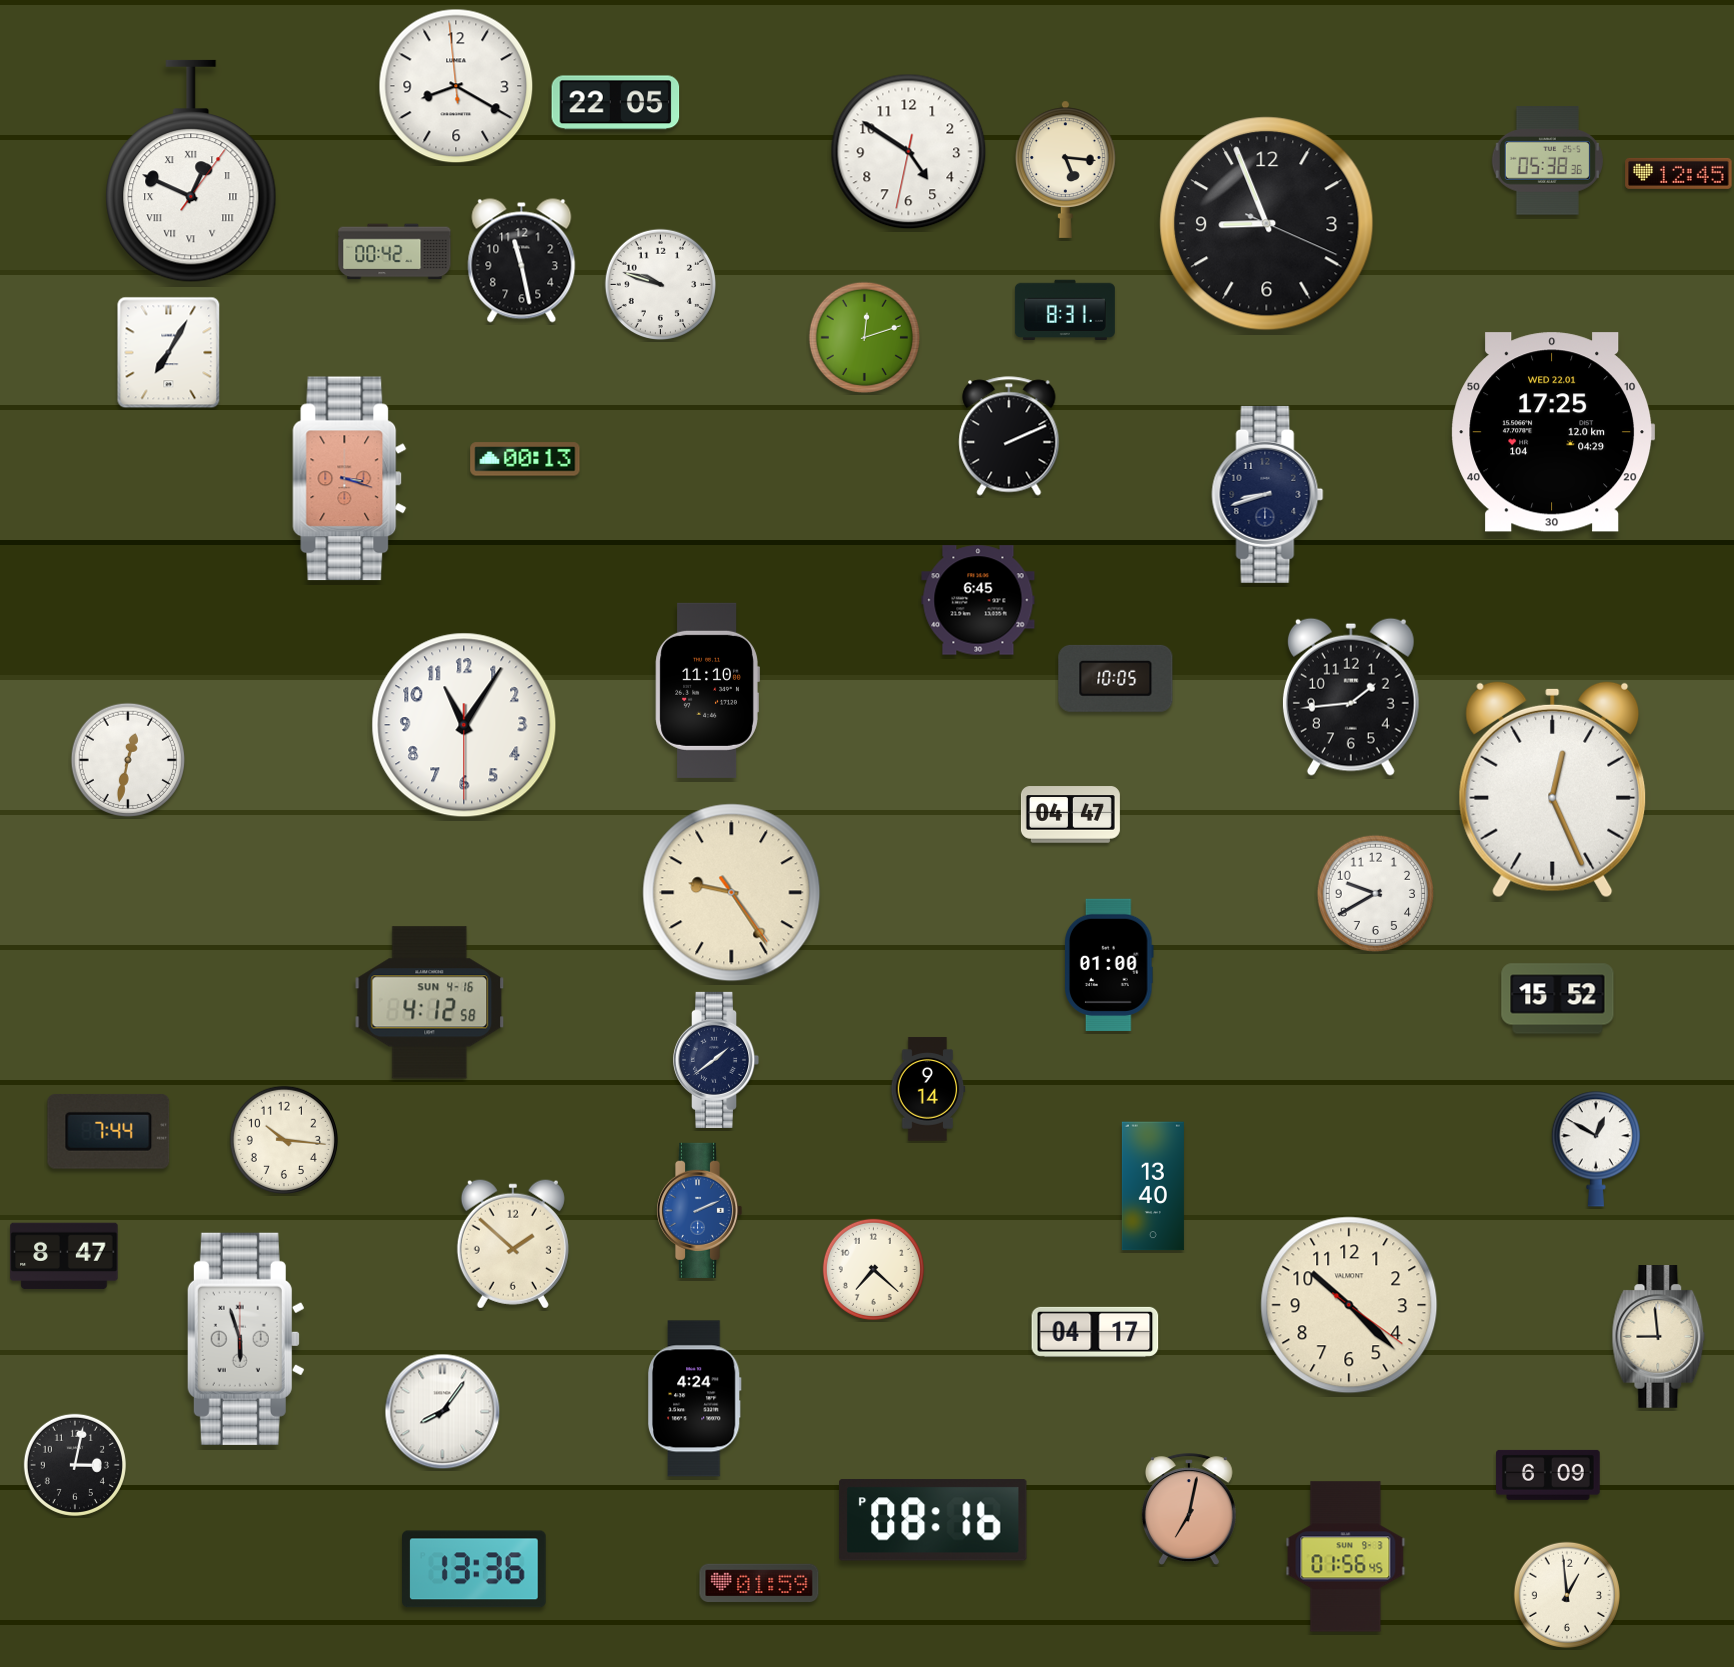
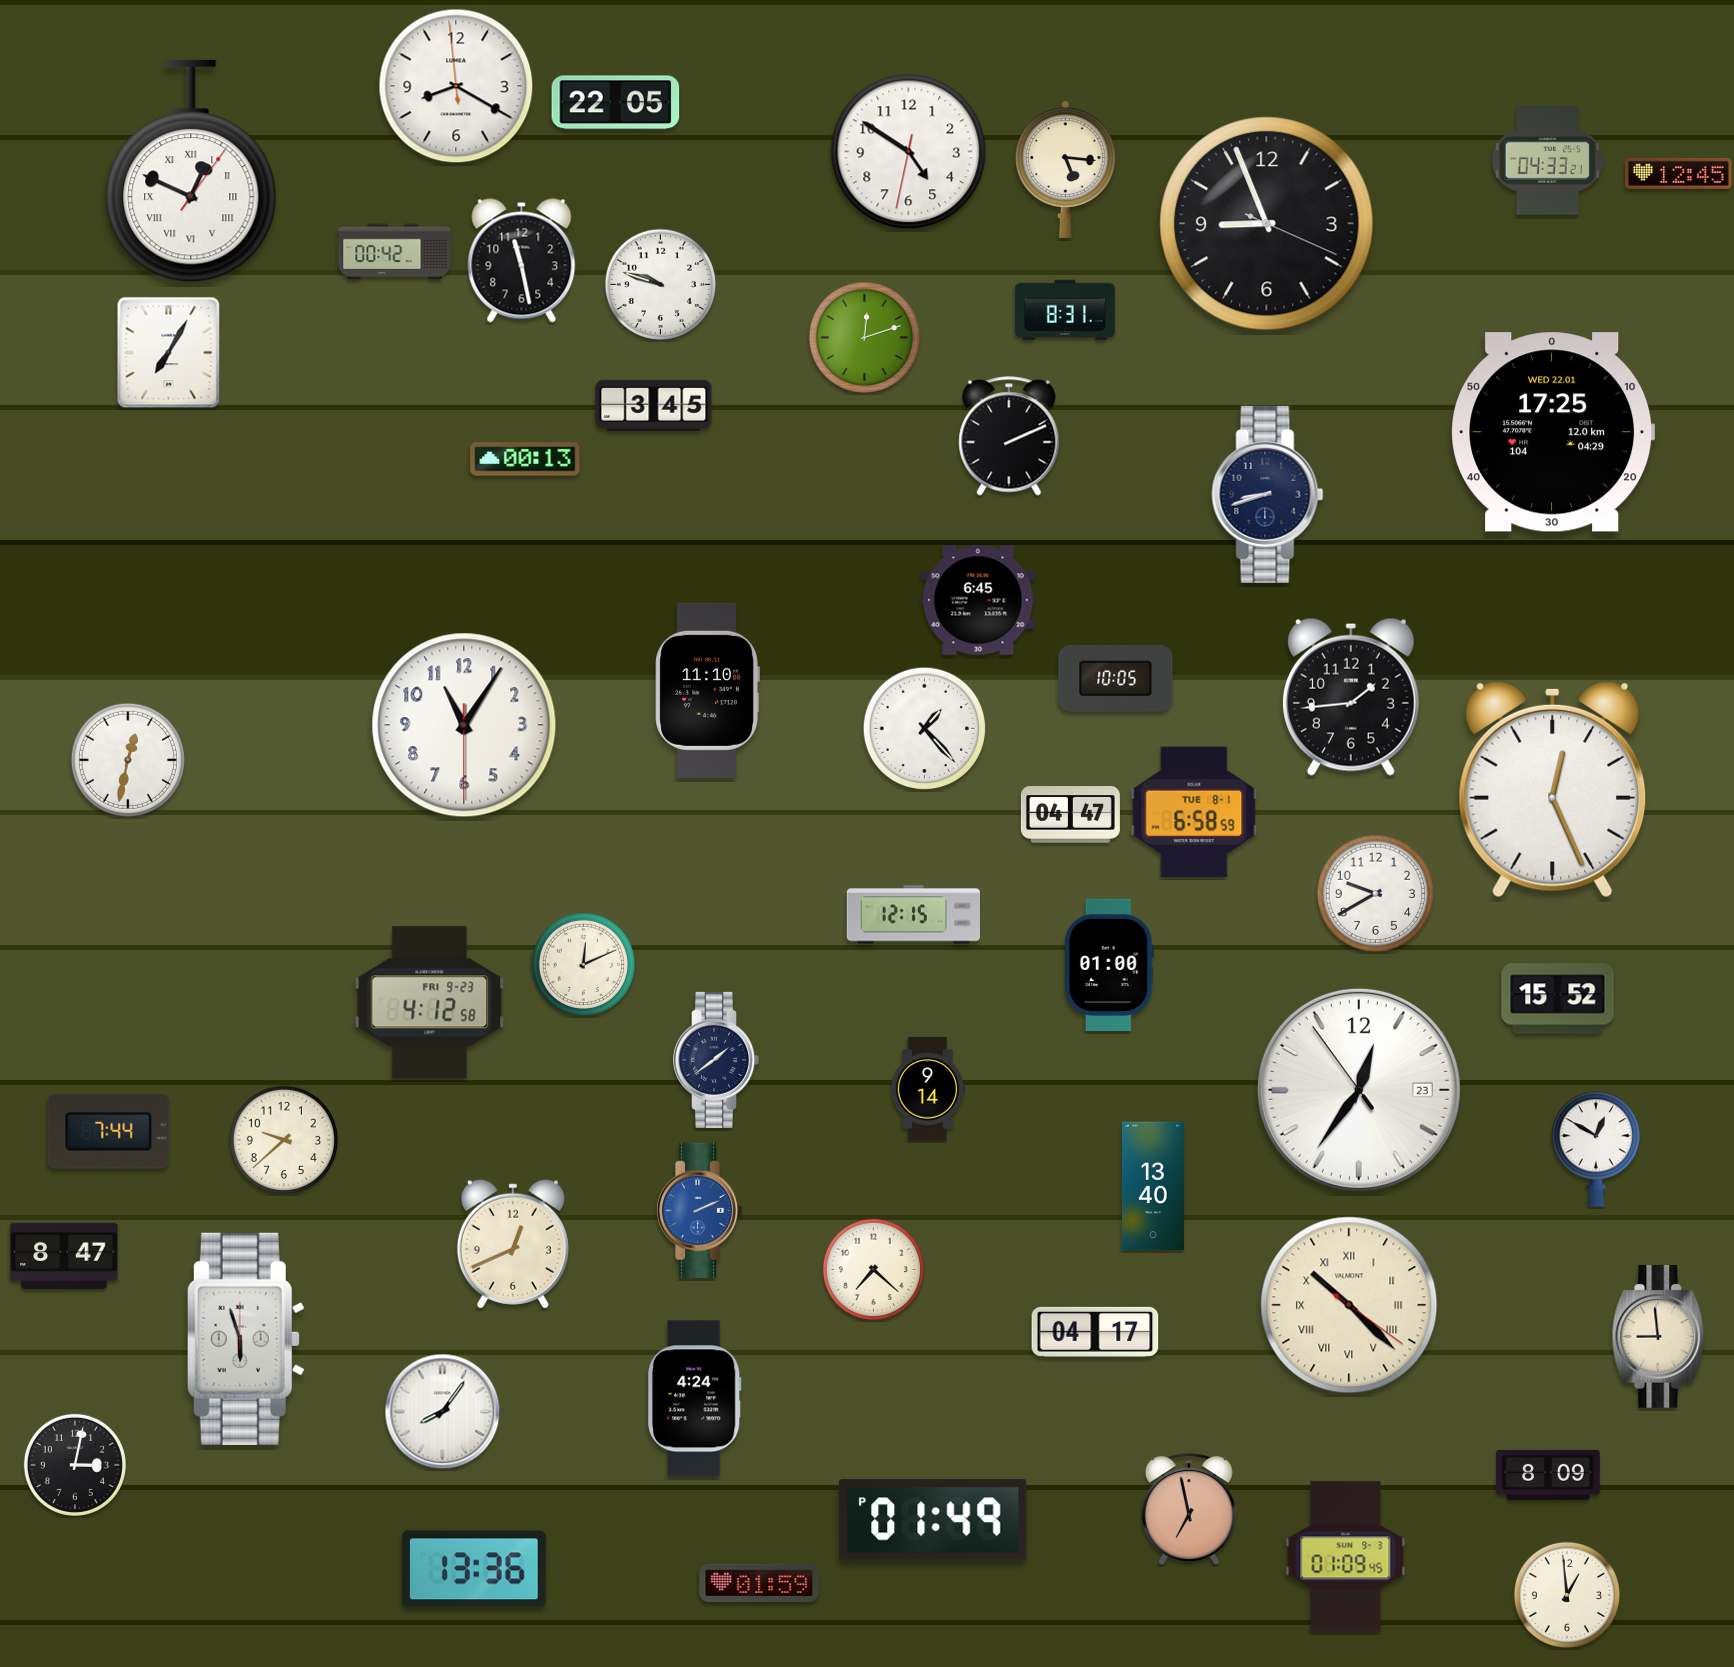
clock at (1547, 161): 05:38 -> 04:33
clock at (654, 405): none -> 3:45
clock at (350, 479): 3:18 -> none
clock at (925, 729): none -> 1:23
clock at (1194, 812): none -> 6:58
clock at (732, 893): 9:24 -> none
clock at (913, 915): none -> 12:15
clock at (583, 964): none -> 12:11
clock at (430, 1003) date: SUN 4-16 -> FRI 9-23
clock at (1359, 1090): none -> 12:35
clock at (283, 1139): 10:16 -> 9:38
clock at (513, 1244): 1:52 -> 12:41
clock at (1349, 1305) numerals: Arabic -> Roman
clock at (1548, 1475): 6:09 -> 8:09
clock at (1189, 1509): 7:02 -> 6:58
clock at (933, 1521): 08:16 -> 01:49
clock at (1346, 1557): 01:56 -> 01:09
